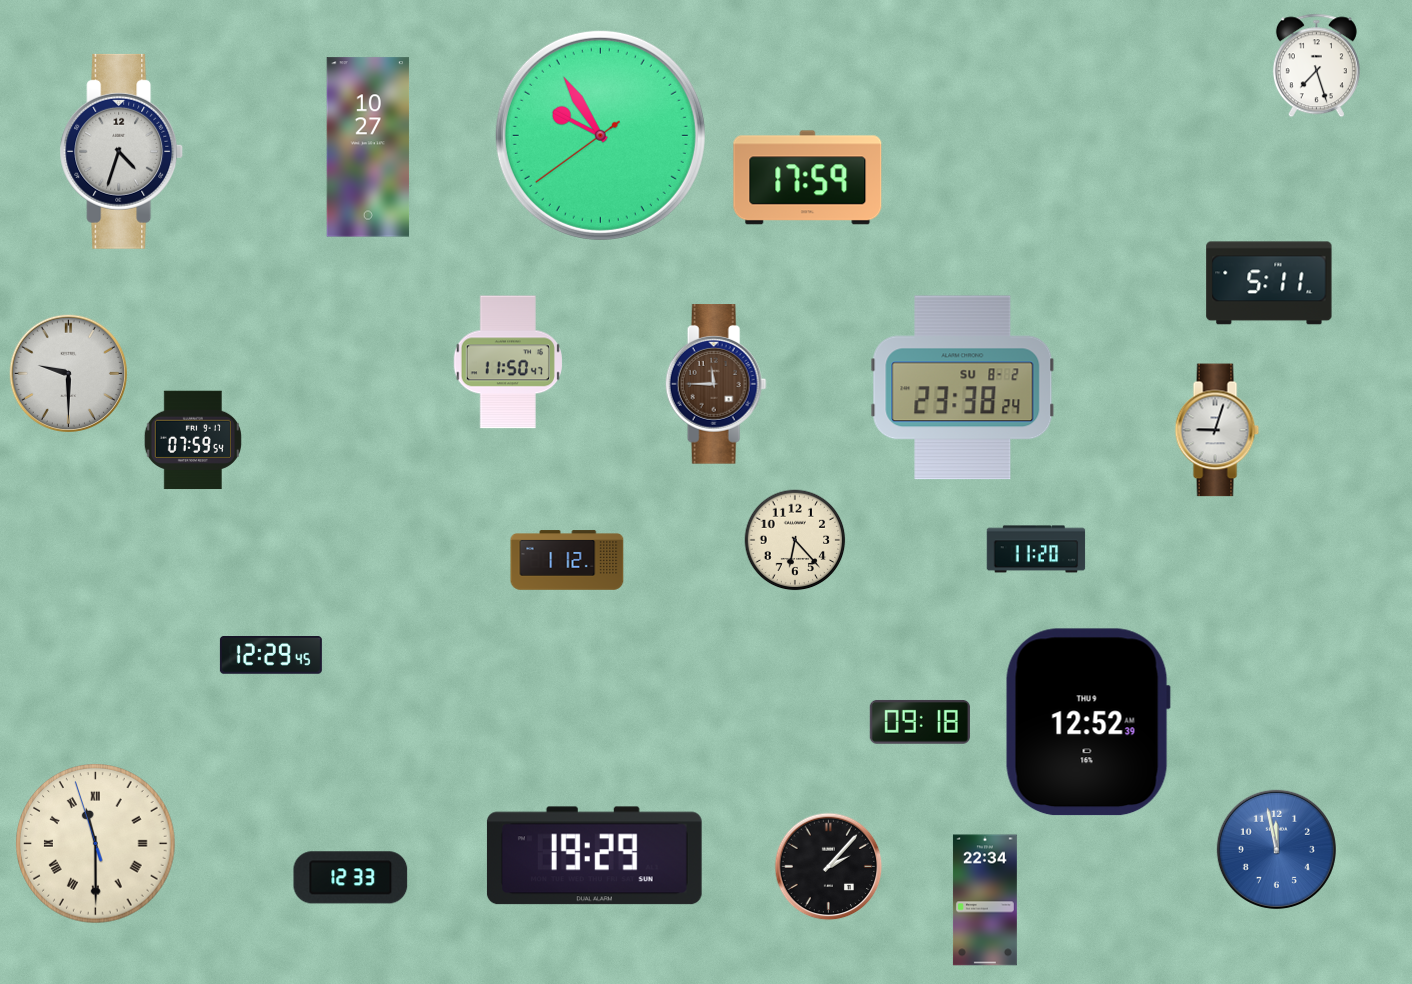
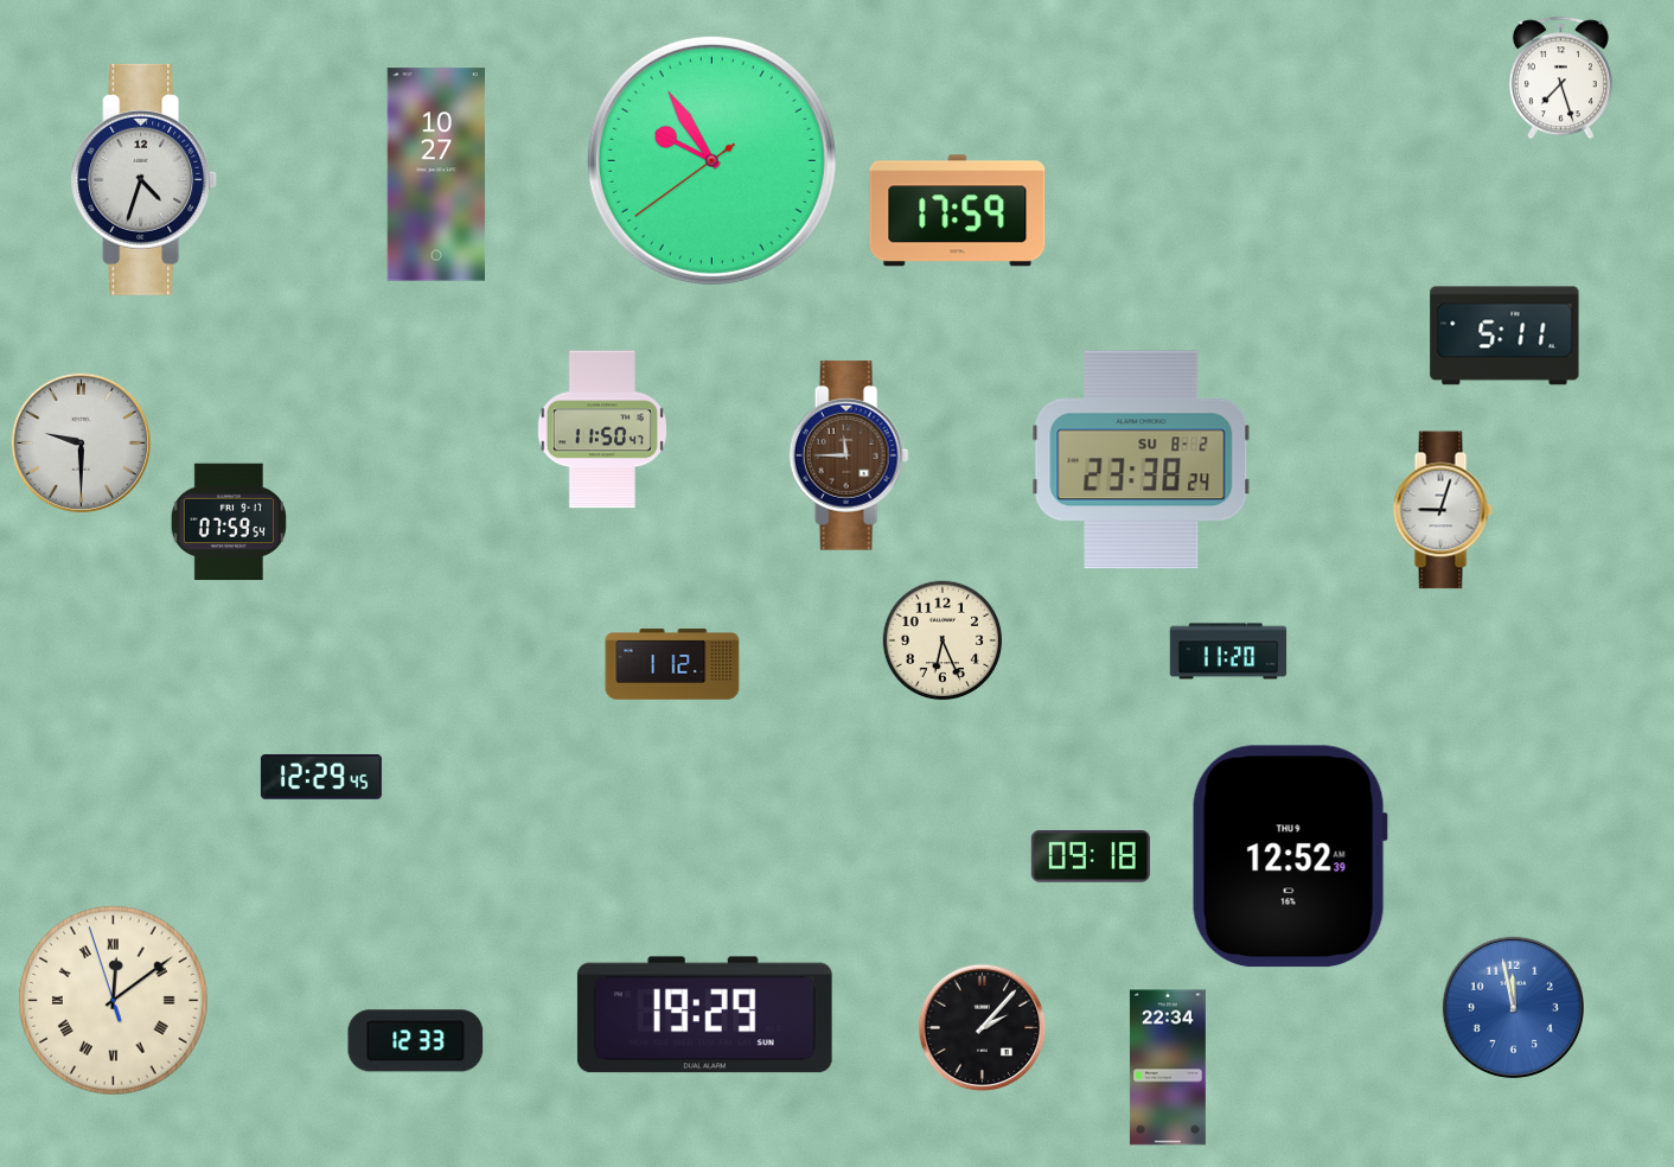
clock at (795, 540): 6:23 -> 6:26
clock at (96, 844): 11:29 -> 12:08
